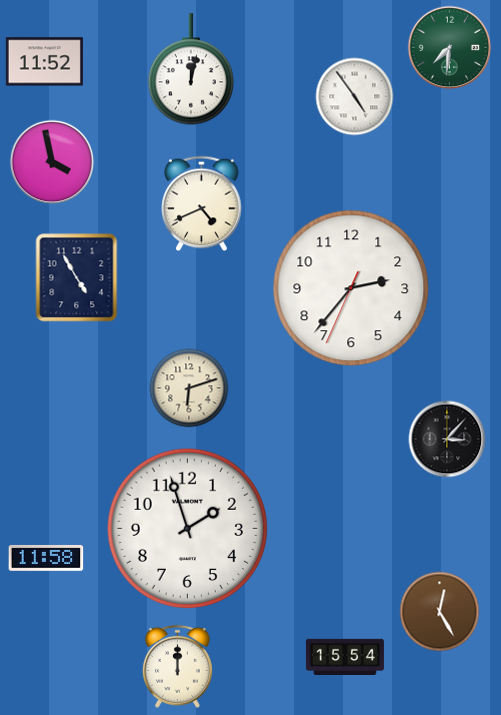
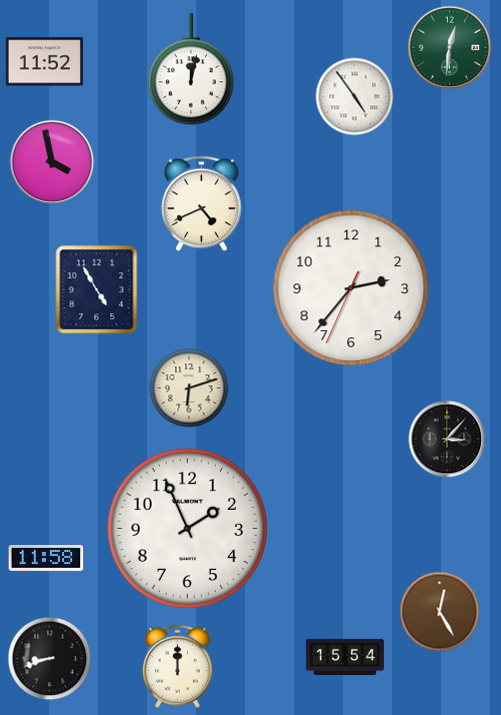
clock at (450, 48): 7:31 -> 12:31
clock at (77, 278) position: (77, 278) -> (97, 290)
clock at (188, 529): 1:57 -> 1:56
clock at (50, 659): none -> 8:42
